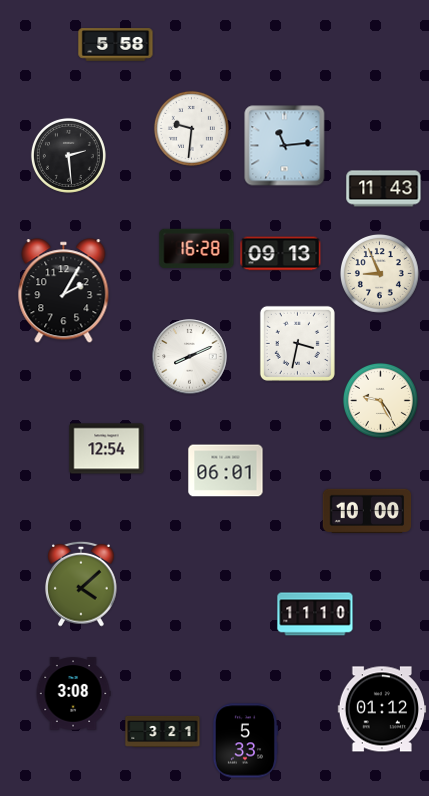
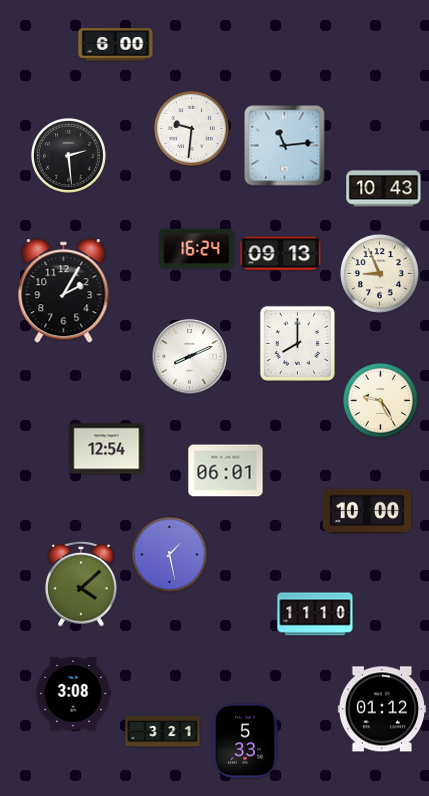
clock at (116, 45): 5:58 -> 6:00
clock at (384, 189): 11:43 -> 10:43
clock at (197, 248): 16:28 -> 16:24
clock at (297, 343): 3:32 -> 8:00
clock at (169, 554): none -> 1:28
